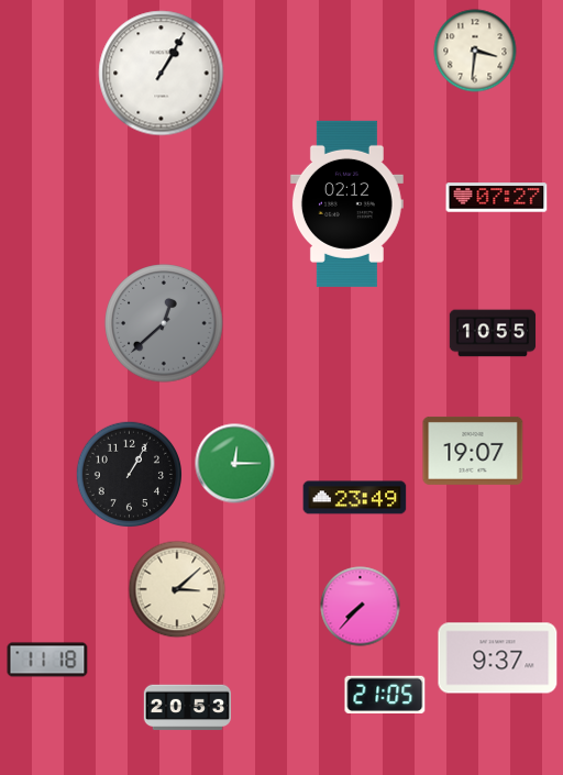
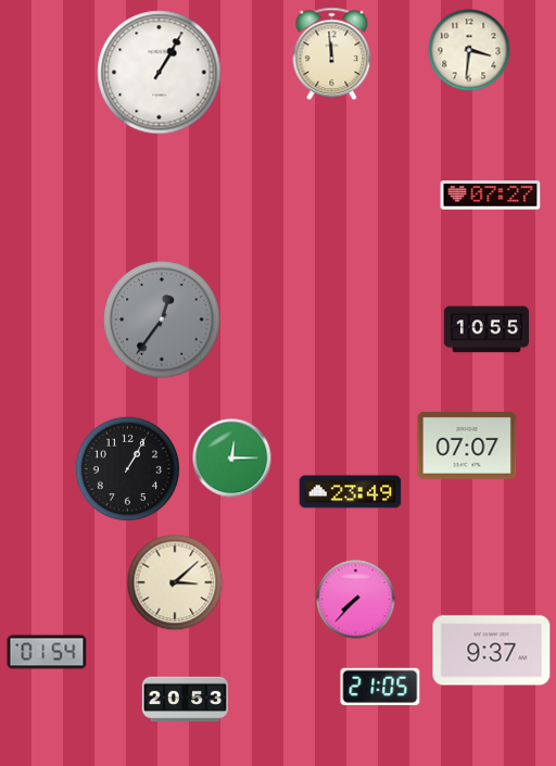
clock at (332, 54): none -> 11:59
clock at (346, 203): 02:12 -> none
clock at (164, 323): 12:38 -> 12:36
clock at (473, 451): 19:07 -> 07:07
clock at (47, 660): 11:18 -> 01:54
